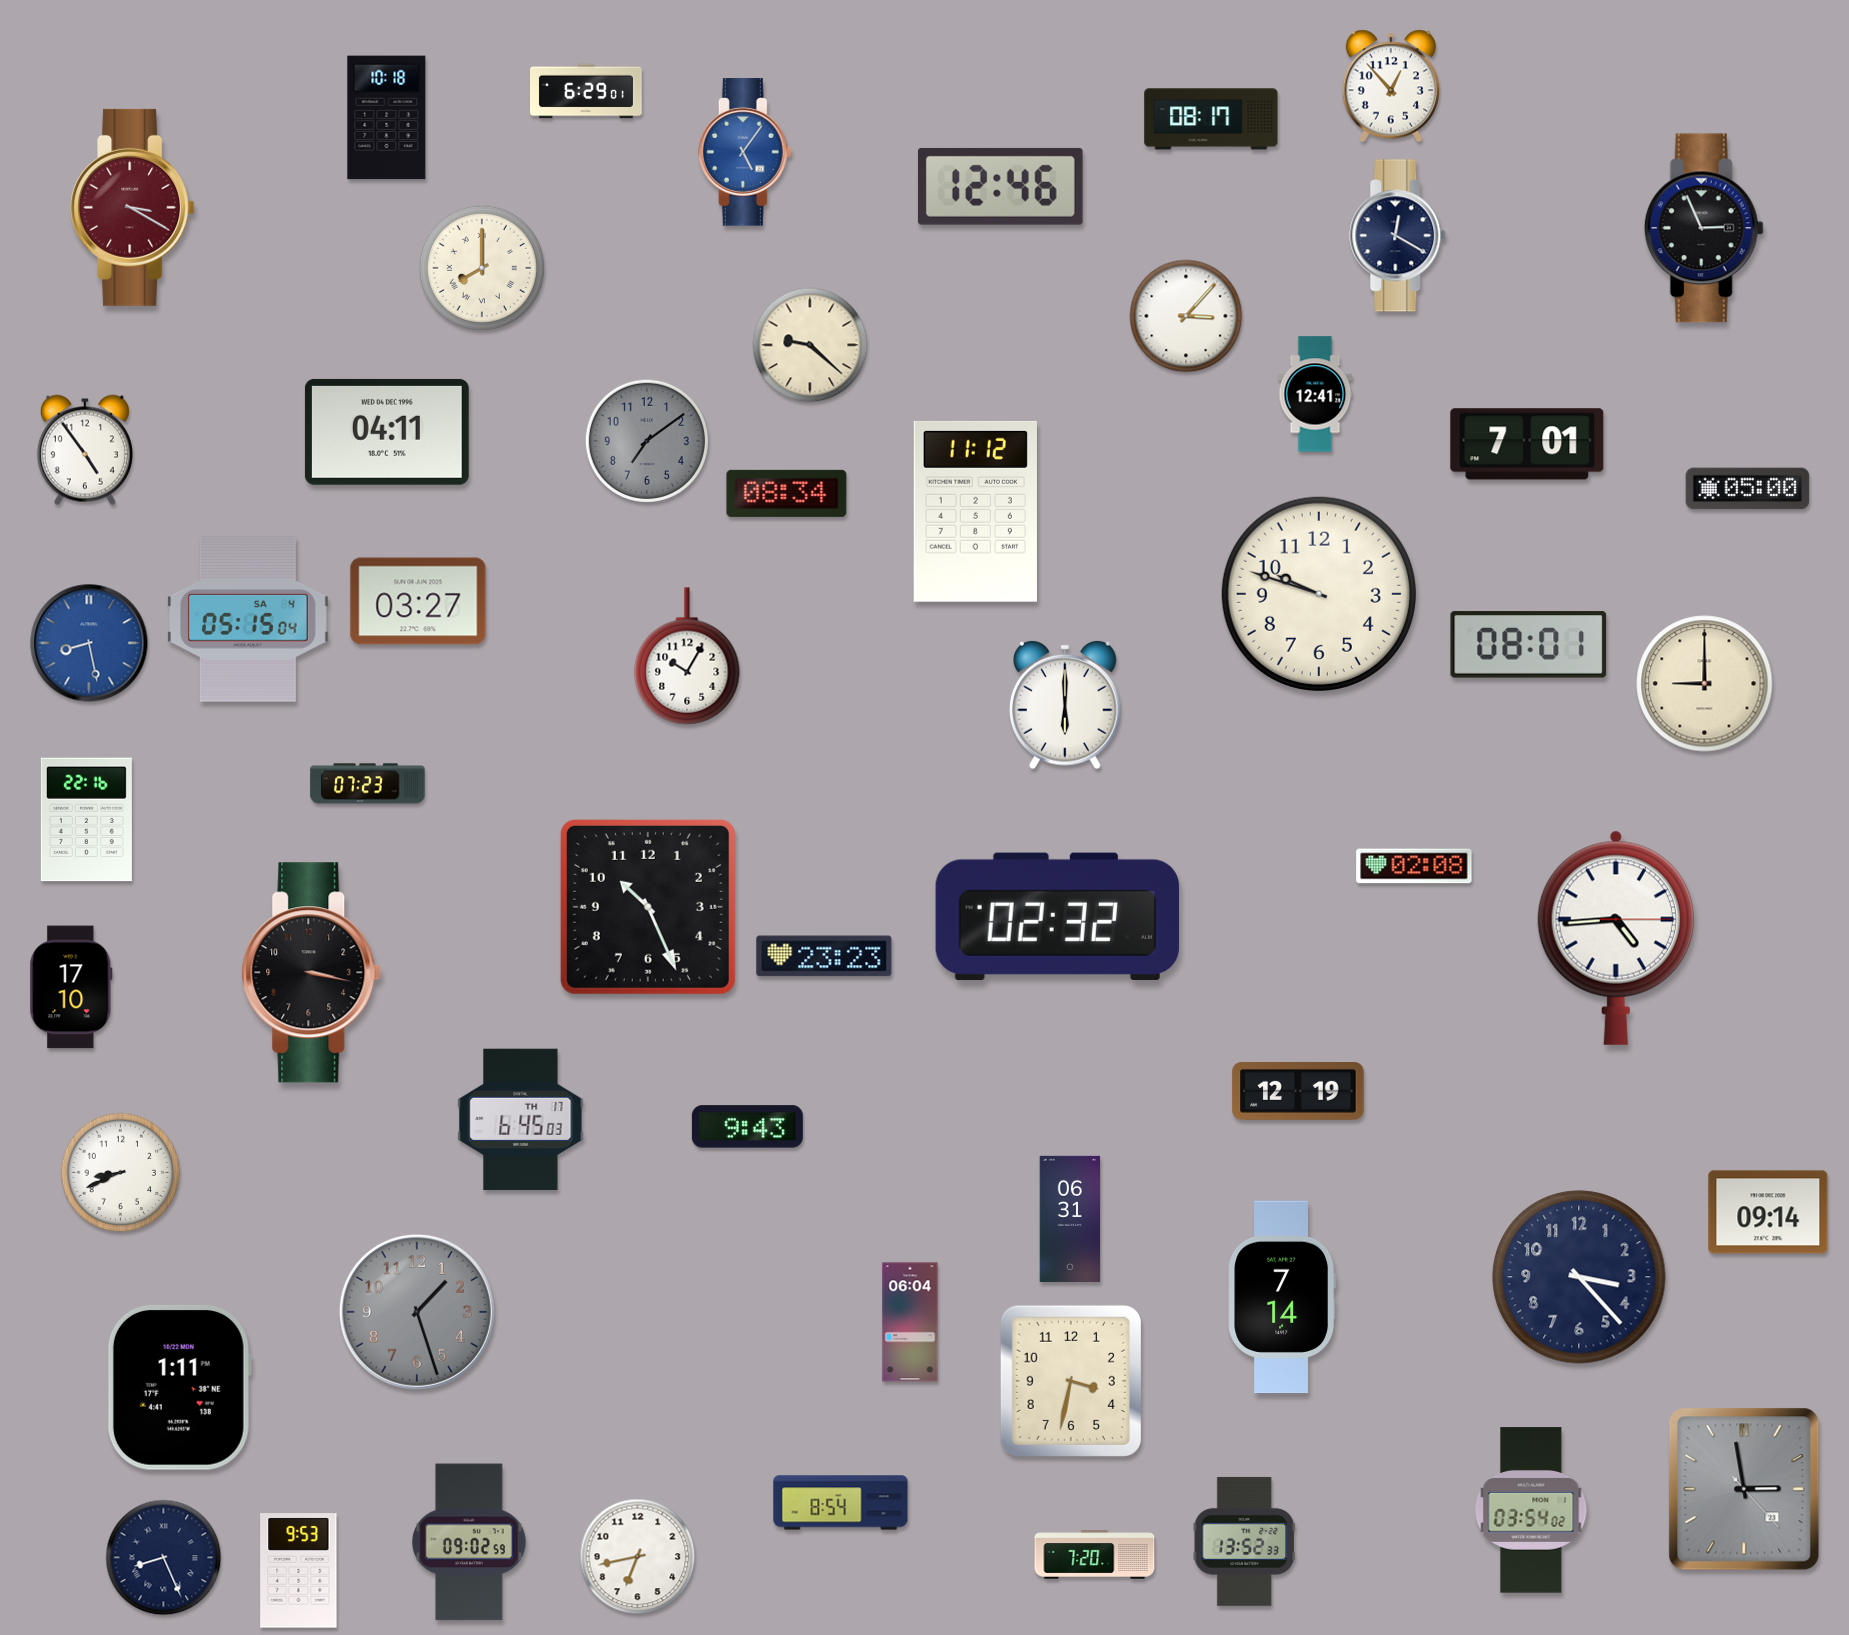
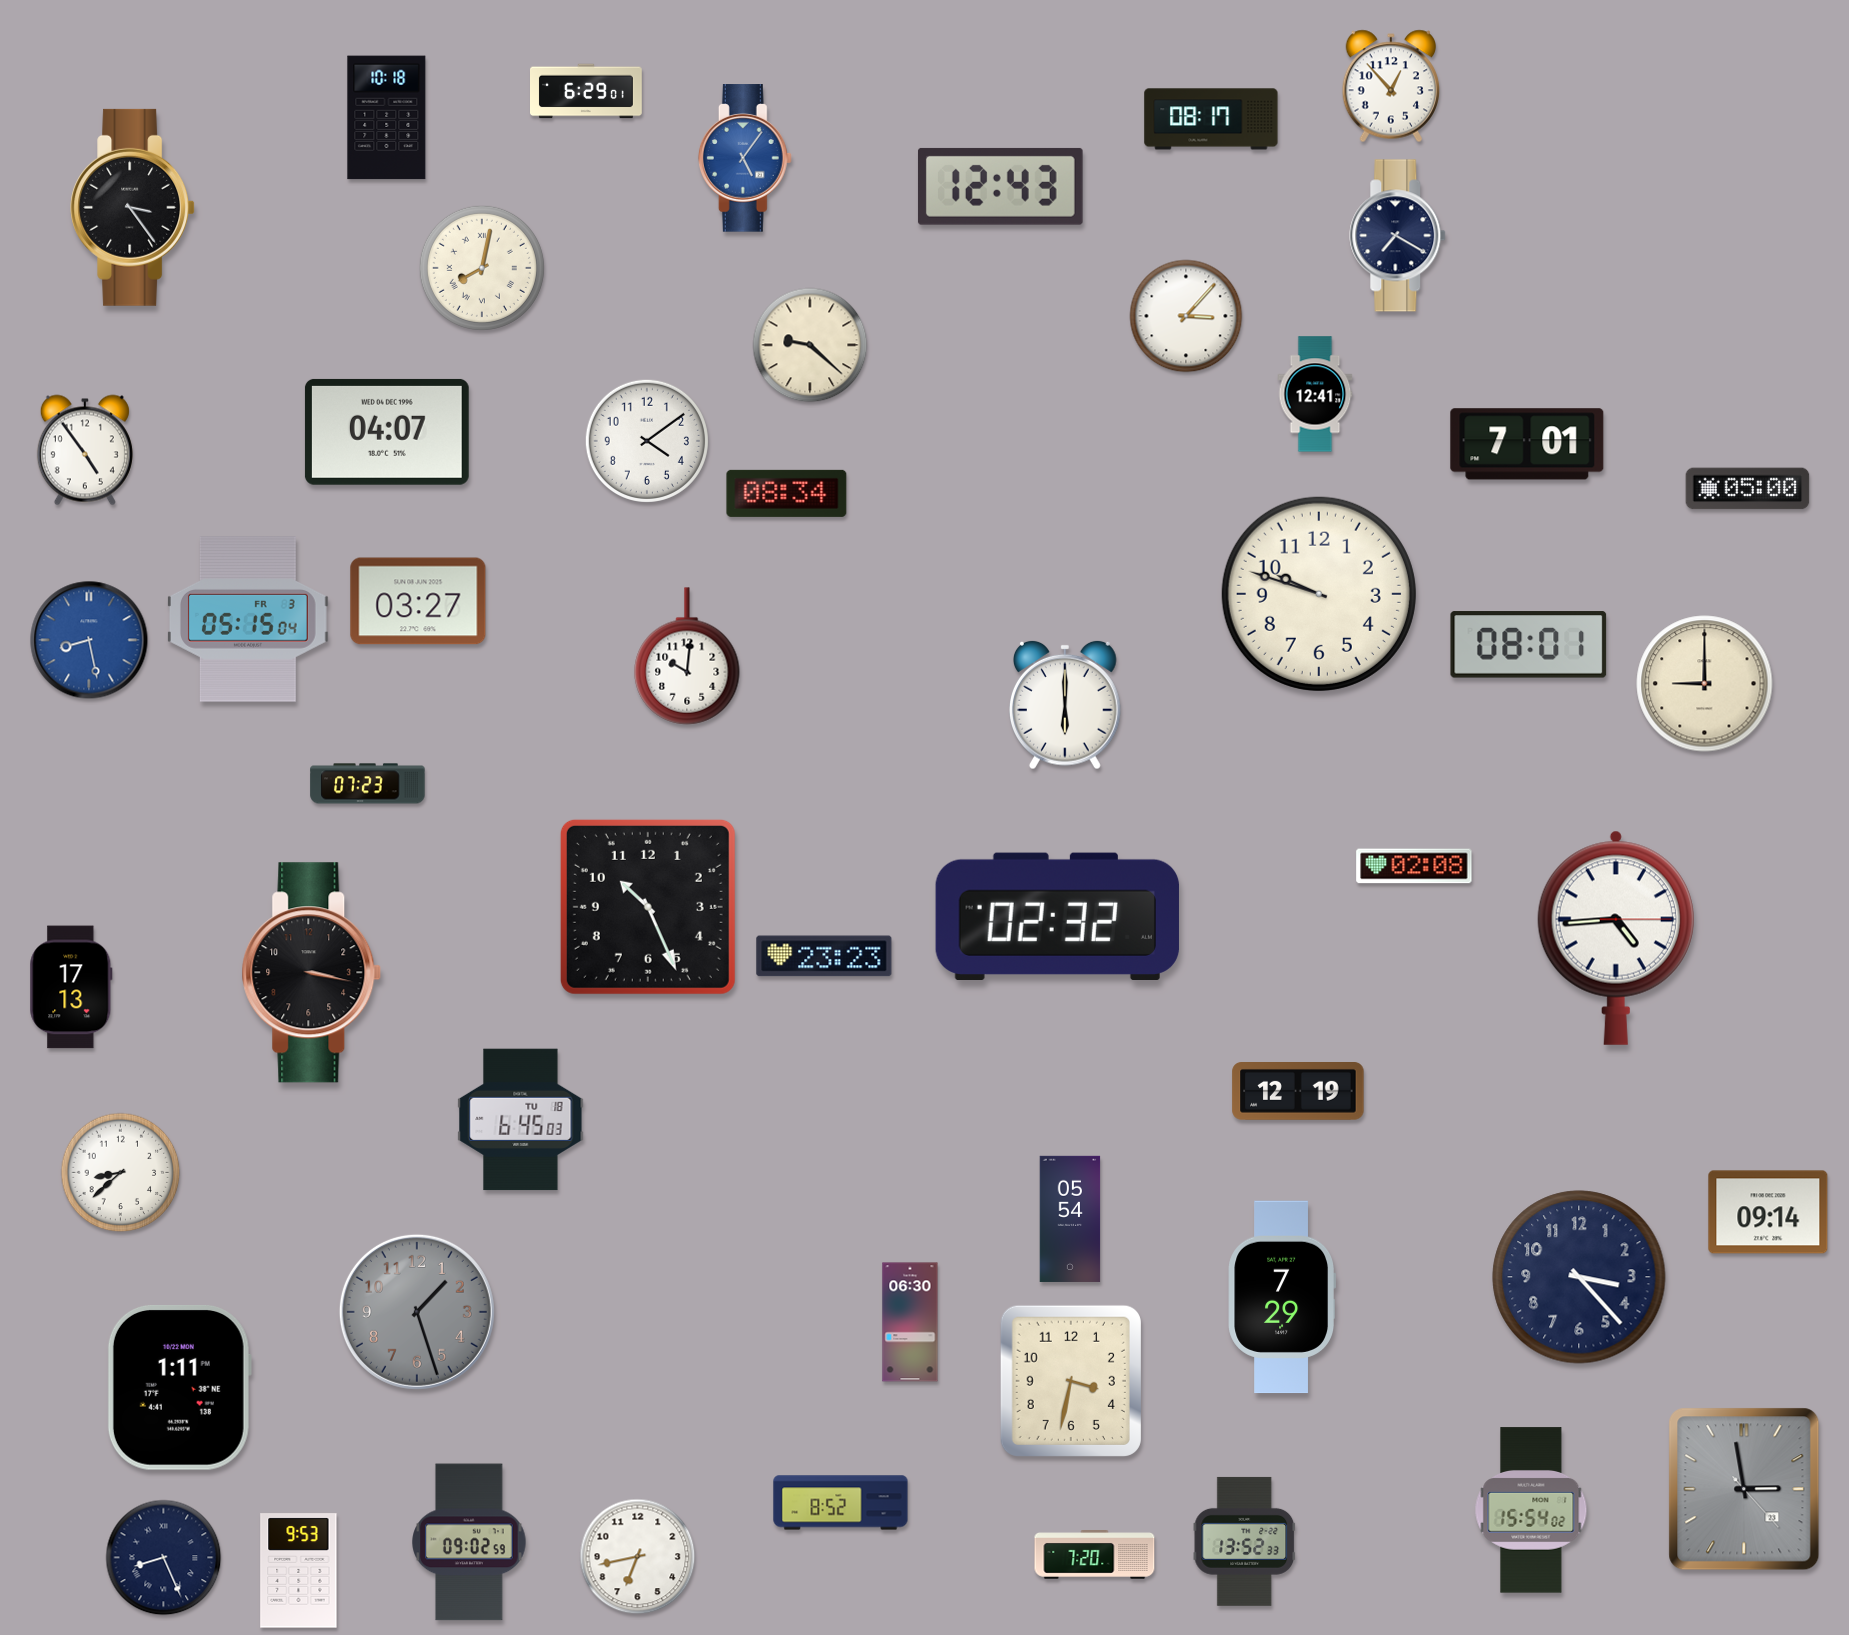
clock at (745, 152) position: (745, 152) -> (745, 158)
clock at (1000, 186): 12:46 -> 12:43
clock at (133, 207): 3:20 -> 3:24
clock at (133, 207) dial: burgundy -> black
clock at (1704, 228): 2:56 -> none
clock at (1398, 236): 12:20 -> 7:20
clock at (482, 268): 8:00 -> 8:02
clock at (387, 432): 04:11 -> 04:07
clock at (647, 441): 7:09 -> 4:09
clock at (647, 441) dial: grey -> white
clock at (975, 511): 11:12 -> none
clock at (248, 619) date: SA 4 -> FR 3
clock at (89, 643) position: (89, 643) -> (89, 640)
clock at (687, 656): 10:05 -> 10:01
clock at (86, 820): 22:16 -> none
clock at (71, 987): 17:10 -> 17:13
clock at (521, 1120) date: TH 17 -> TU 18
clock at (747, 1127): 9:43 -> none
clock at (121, 1173): 8:41 -> 8:38
clock at (1070, 1219): 06:31 -> 05:54
clock at (1282, 1297): 7:14 -> 7:29
clock at (910, 1322): 06:04 -> 06:30
clock at (841, 1503): 8:54 -> 8:52
clock at (1531, 1510): 03:54 -> 15:54
